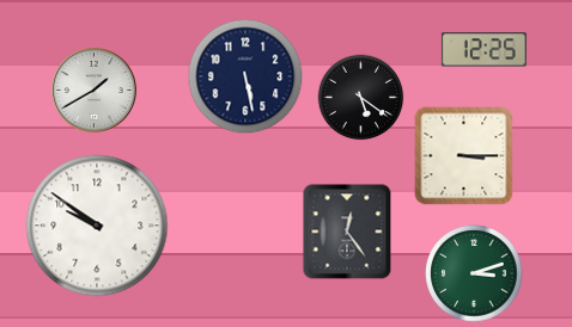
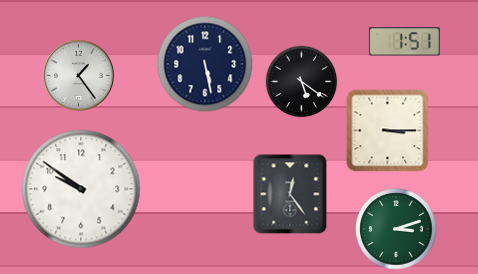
clock at (483, 50): 12:25 -> 1:51
clock at (93, 90): 1:40 -> 1:24
